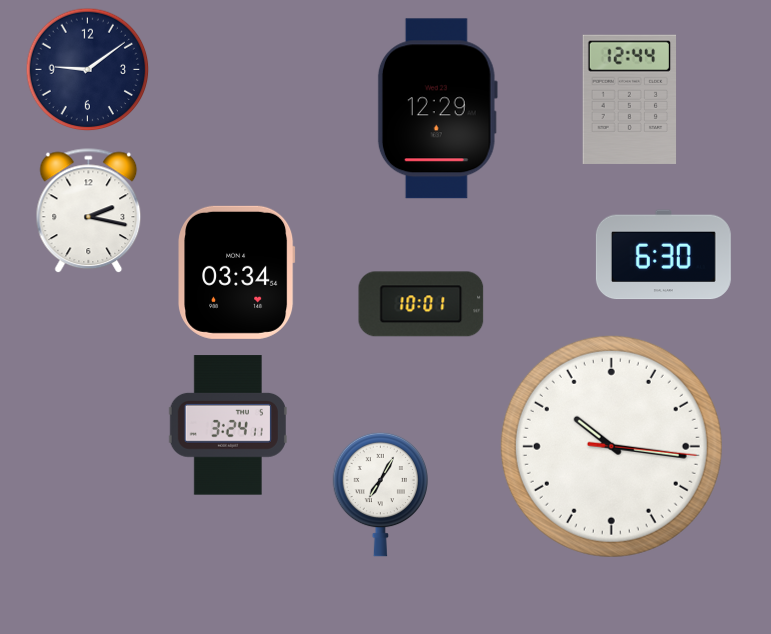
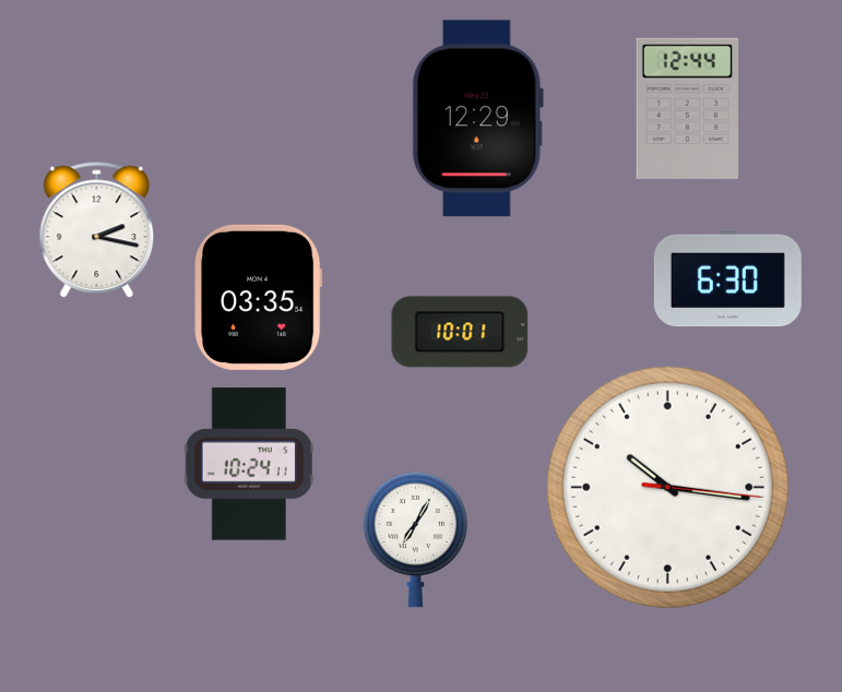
clock at (88, 70): 9:09 -> none
clock at (663, 255) position: (663, 255) -> (727, 278)
clock at (237, 272): 03:34 -> 03:35
clock at (228, 425): 3:24 -> 10:24
